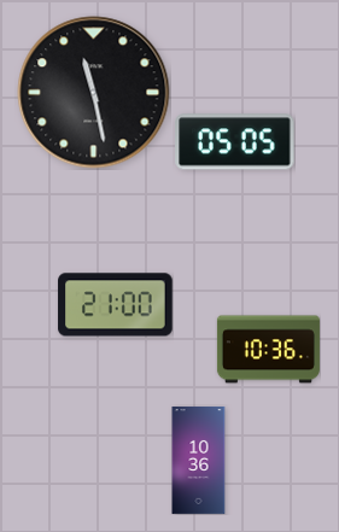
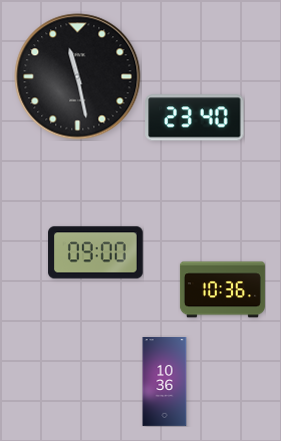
clock at (235, 142): 05:05 -> 23:40
clock at (116, 305): 21:00 -> 09:00
